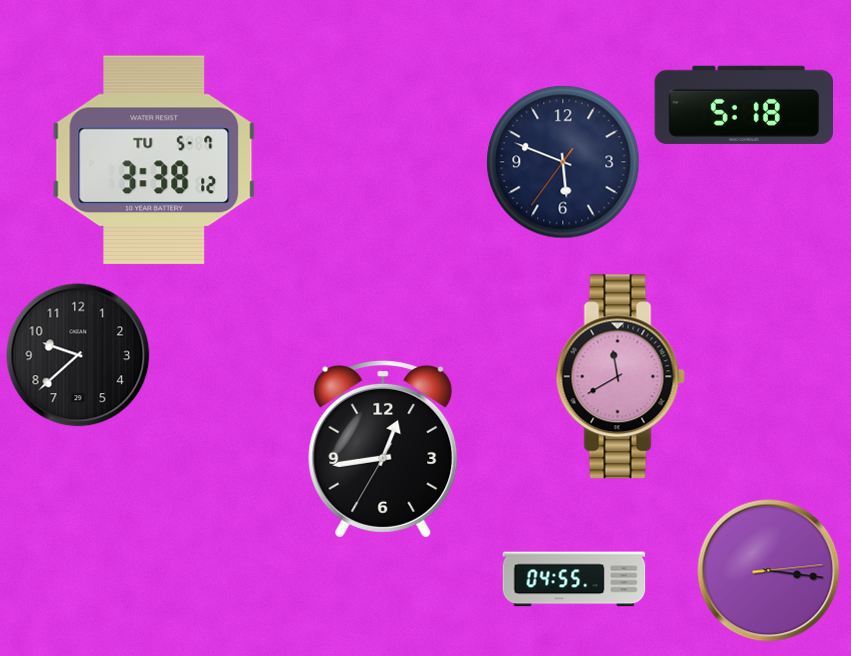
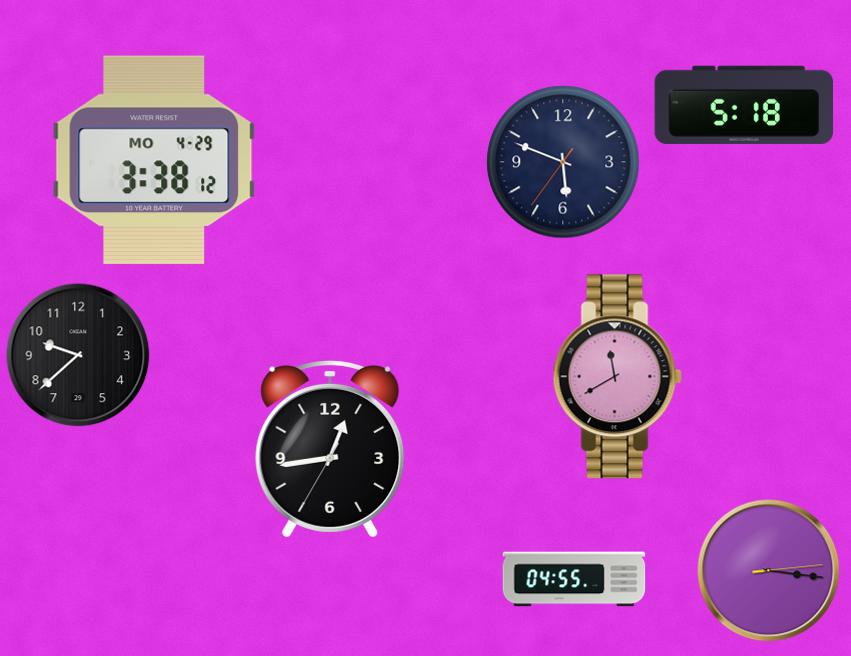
clock at (154, 160) date: TU 5-7 -> MO 4-29
clock at (620, 377) position: (620, 377) -> (617, 377)
clock at (383, 449) position: (383, 449) -> (330, 449)
